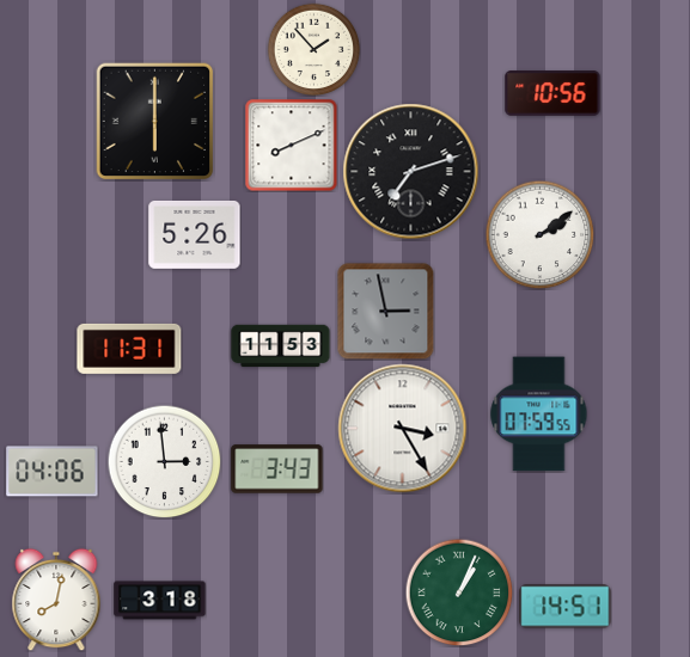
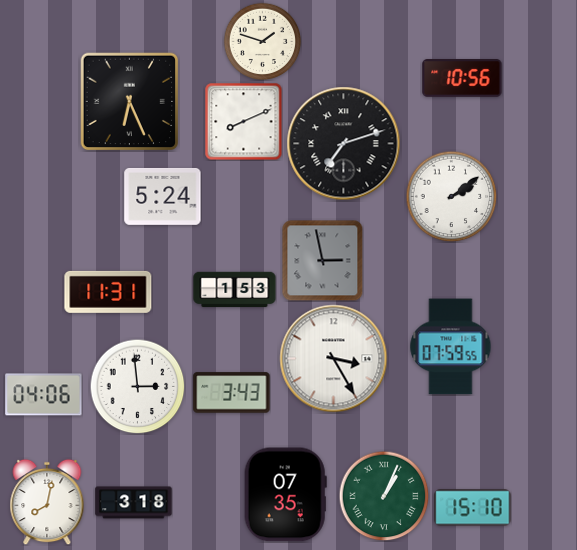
clock at (313, 49): 1:53 -> 1:48
clock at (154, 121): 6:00 -> 6:26
clock at (195, 234): 5:26 -> 5:24
clock at (281, 346): 11:53 -> 1:53
clock at (403, 429) position: (403, 429) -> (334, 359)
clock at (285, 495): none -> 07:35
clock at (566, 607): 14:51 -> 15:10
